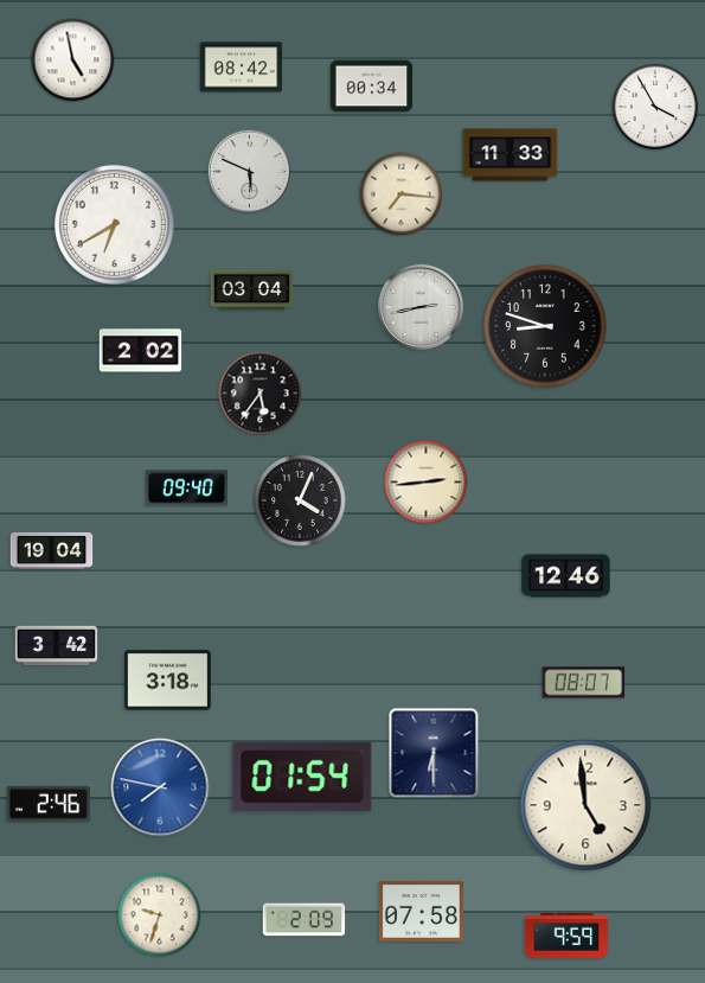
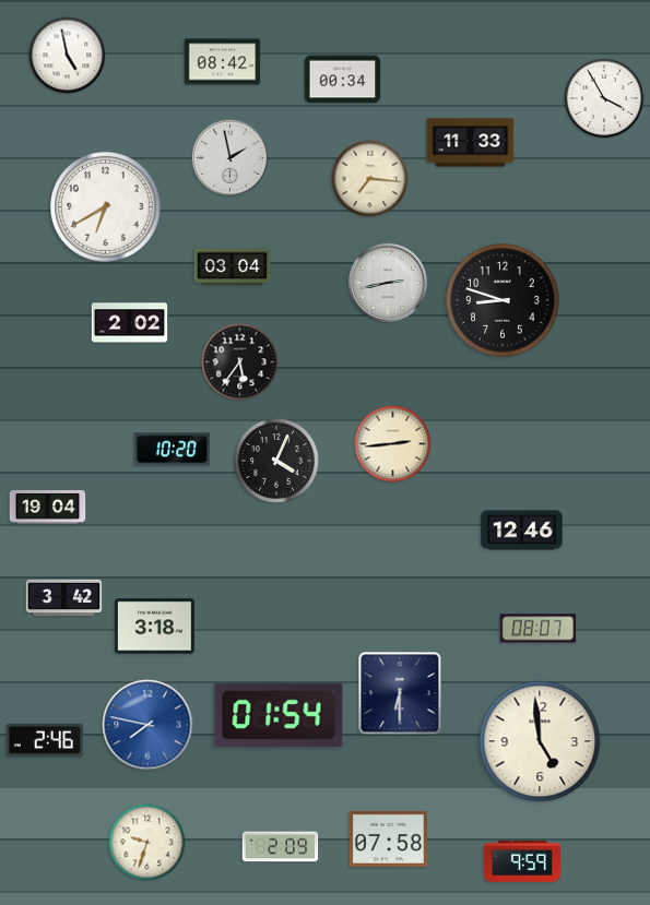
clock at (250, 172): 5:49 -> 1:58
clock at (187, 489): 09:40 -> 10:20
clock at (57, 646) position: (57, 646) -> (64, 598)
